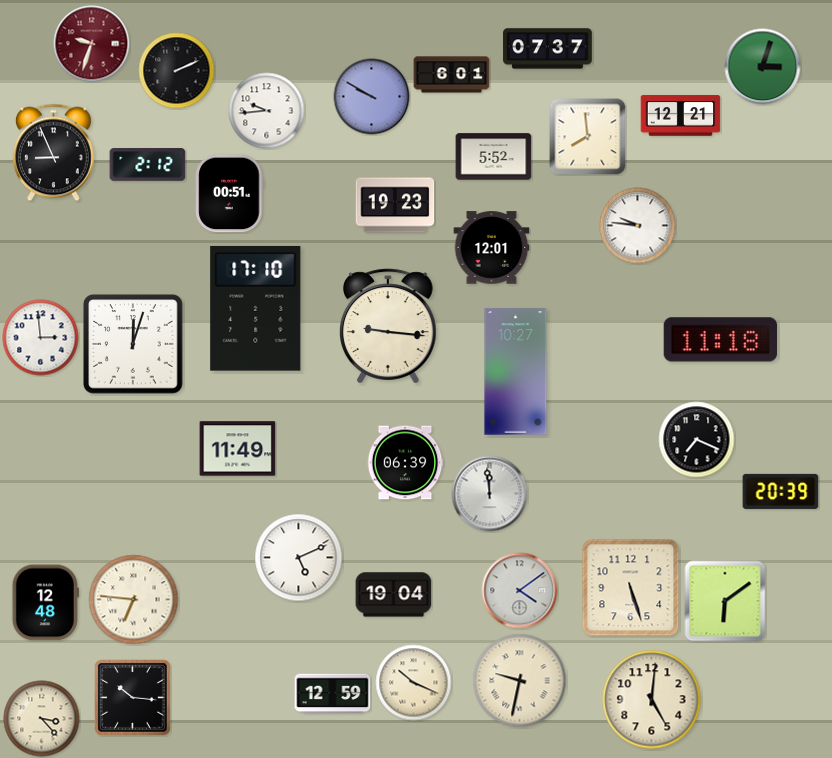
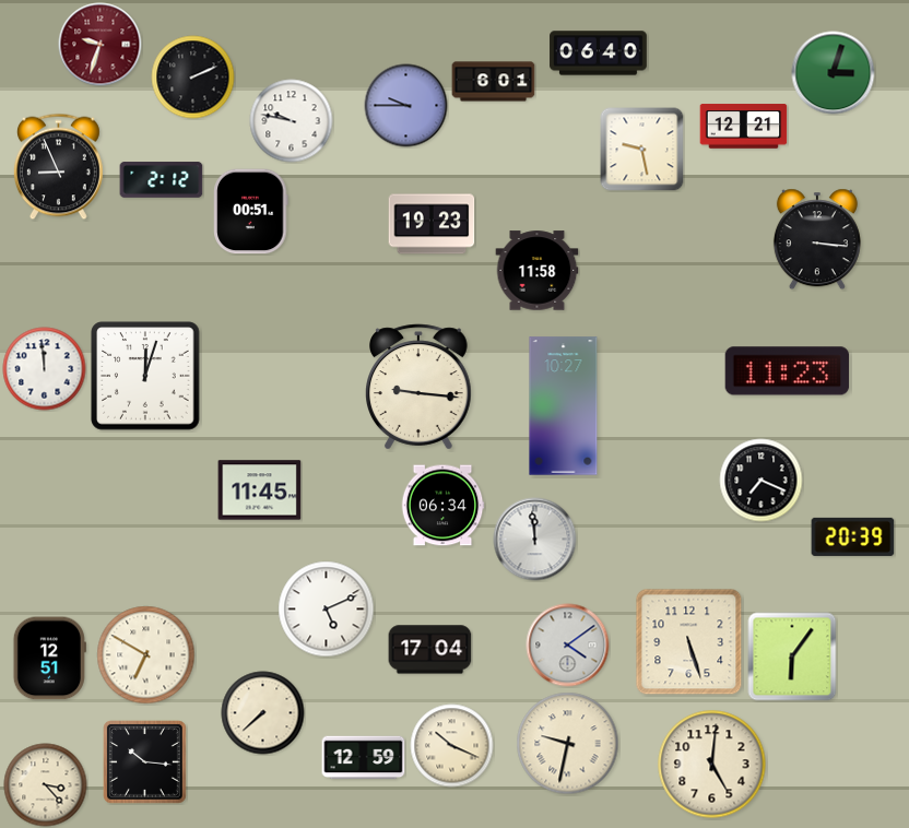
clock at (92, 44) position: (92, 44) -> (101, 45)
clock at (548, 49): 07:37 -> 06:40
clock at (372, 97): 9:50 -> 9:45
clock at (267, 111): 9:44 -> 9:47
clock at (588, 137): 7:59 -> 9:28
clock at (494, 157): 5:52 -> none
clock at (817, 239): none -> 3:16
clock at (638, 226): 9:46 -> none
clock at (492, 248): 12:01 -> 11:58
clock at (256, 308): 17:10 -> none
clock at (389, 326) position: (389, 326) -> (420, 387)
clock at (41, 338): 2:59 -> 11:59
clock at (721, 340): 11:18 -> 11:23
clock at (238, 449): 11:49 -> 11:45
clock at (405, 463): 06:39 -> 06:34
clock at (394, 595): 19:04 -> 17:04
clock at (134, 600): 6:46 -> 6:50
clock at (725, 601): 6:09 -> 6:06
clock at (45, 603): 12:48 -> 12:51
clock at (263, 713): none -> 7:38
